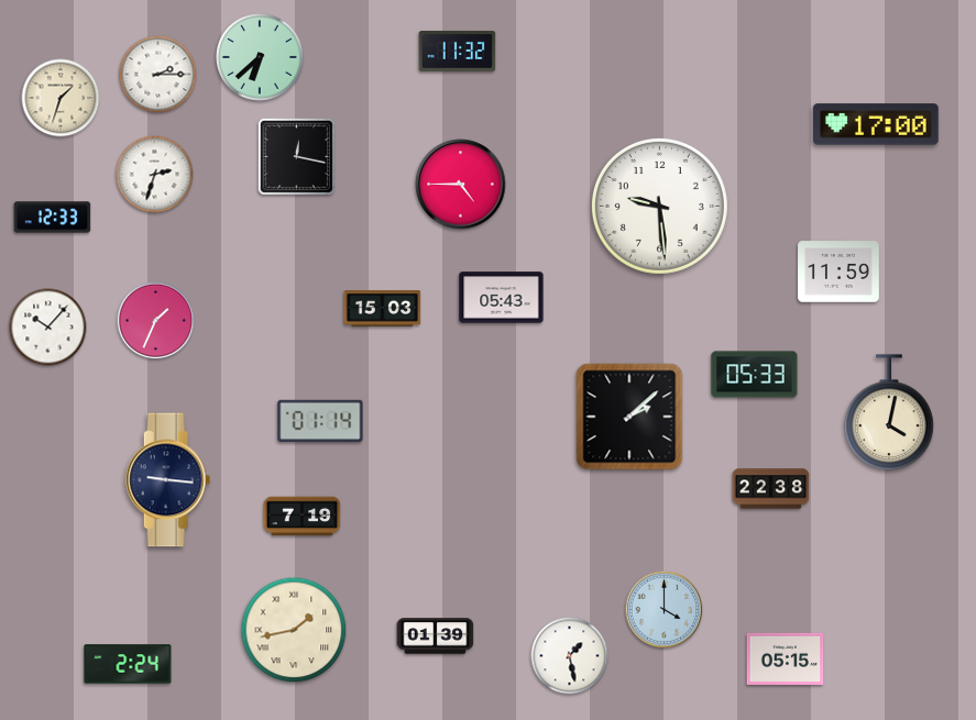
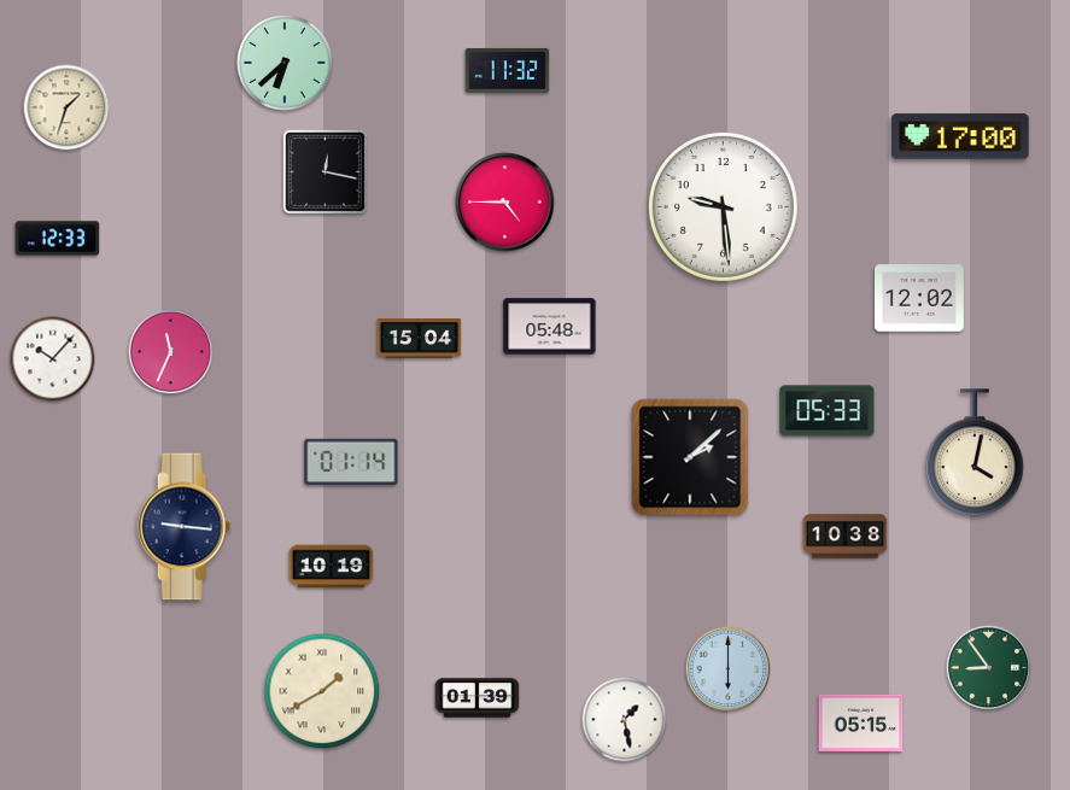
clock at (458, 51) position: (458, 51) -> (508, 70)
clock at (158, 75): 2:15 -> none
clock at (155, 175): 2:33 -> none
clock at (659, 206) position: (659, 206) -> (723, 206)
clock at (838, 272): 11:59 -> 12:02
clock at (502, 298): 05:43 -> 05:48
clock at (383, 309): 15:03 -> 15:04
clock at (156, 321): 1:34 -> 11:34
clock at (771, 489): 22:38 -> 10:38
clock at (303, 517): 7:19 -> 10:19
clock at (989, 668): none -> 8:54
clock at (665, 610): 4:00 -> 6:00
clock at (294, 630): 1:43 -> 1:40
clock at (128, 664): 2:24 -> none
